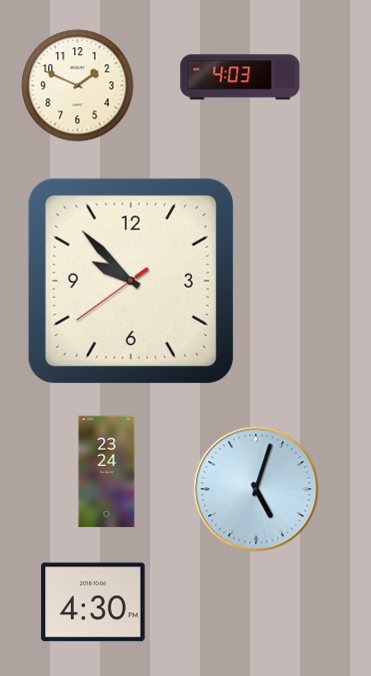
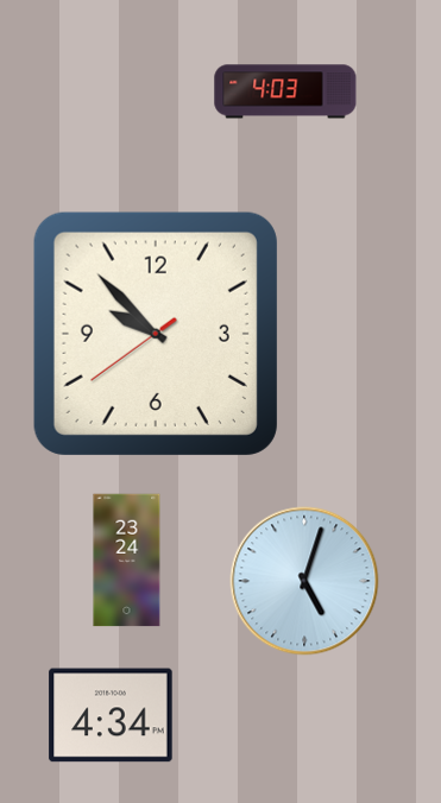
clock at (78, 86): 1:49 -> none
clock at (93, 602): 4:30 -> 4:34
